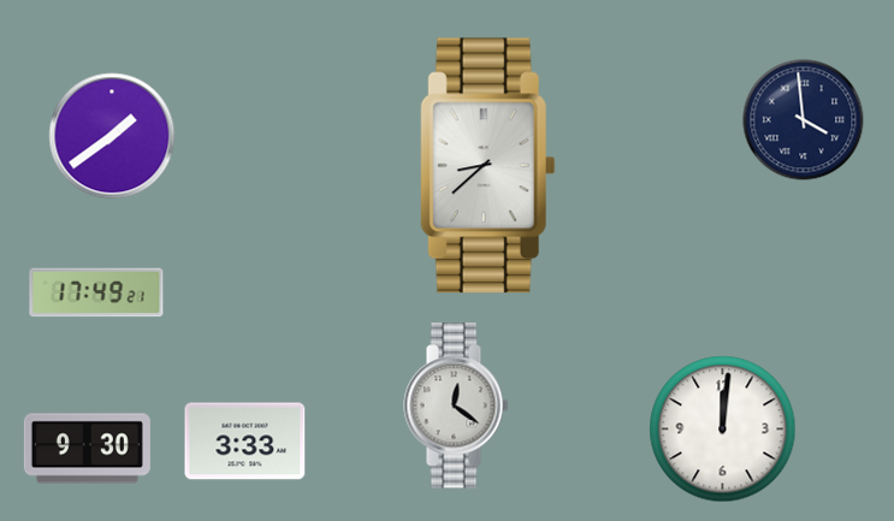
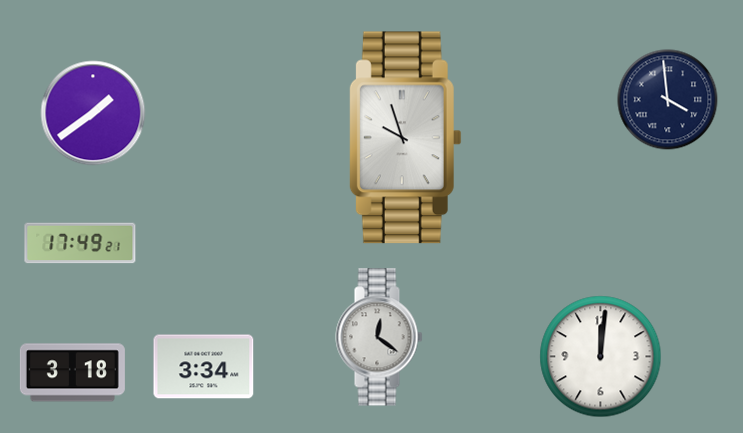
clock at (487, 166): 8:38 -> 9:57
clock at (245, 442): 3:33 -> 3:34
clock at (87, 449): 9:30 -> 3:18
